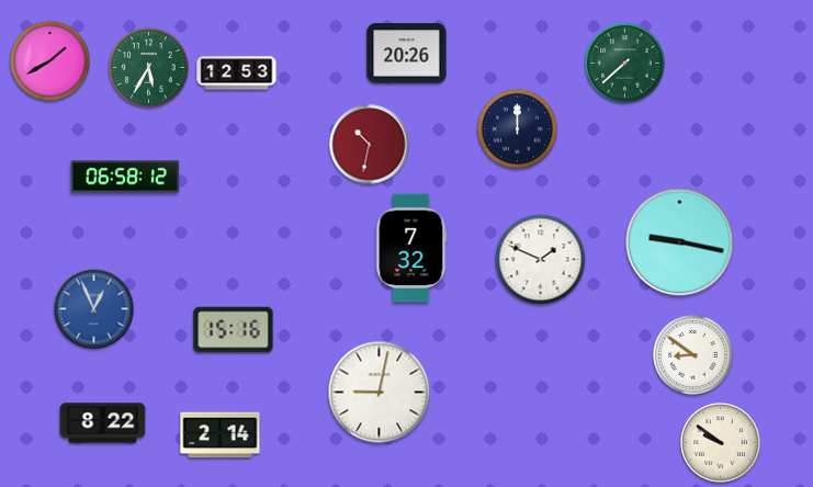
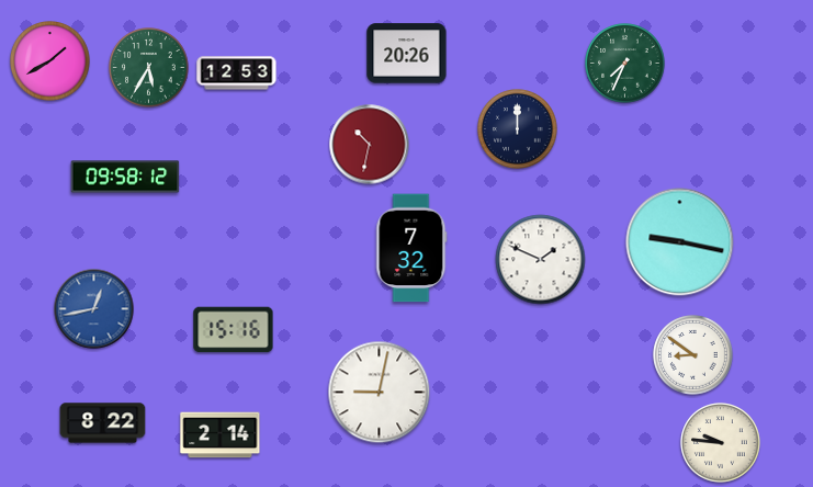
clock at (625, 64): 7:38 -> 7:34
clock at (125, 177): 06:58 -> 09:58
clock at (94, 309): 12:56 -> 12:43
clock at (721, 443): 9:51 -> 9:46
